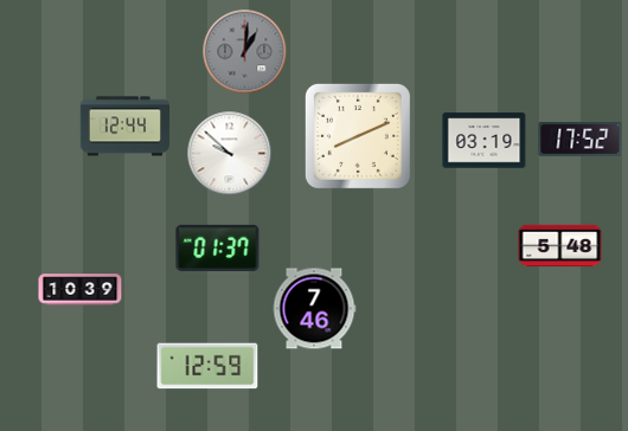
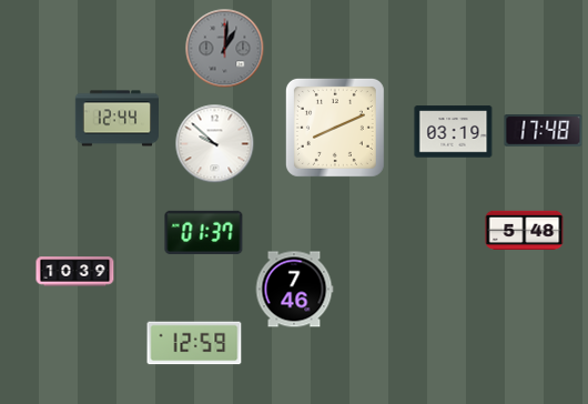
clock at (245, 52) position: (245, 52) -> (225, 49)
clock at (581, 140): 17:52 -> 17:48
